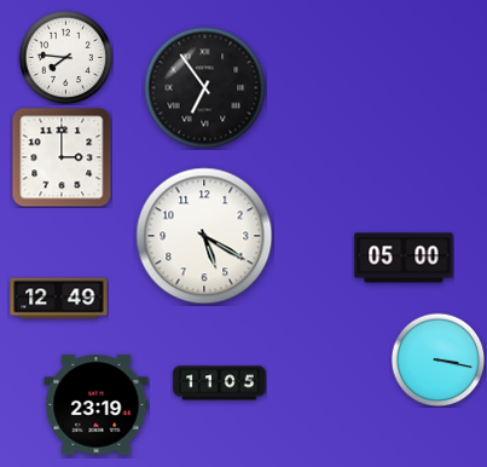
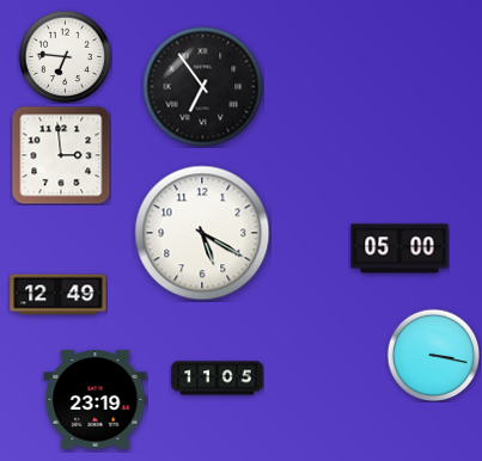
clock at (65, 57): 7:46 -> 6:46
clock at (62, 157): 3:00 -> 2:59
clock at (404, 258) position: (404, 258) -> (399, 248)
